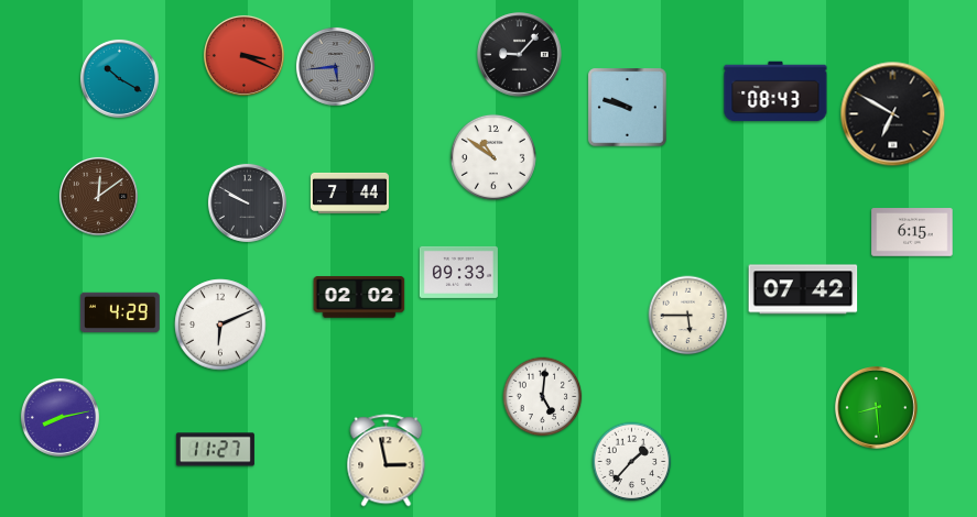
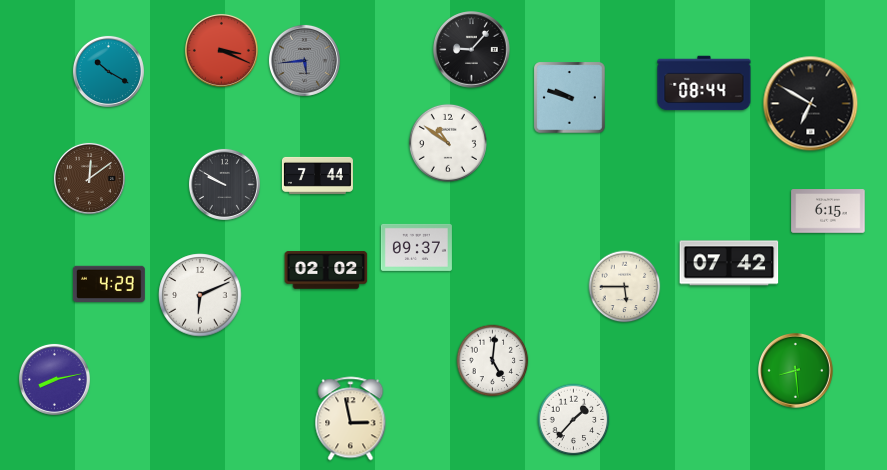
clock at (775, 91): 08:43 -> 08:44
clock at (458, 272): 09:33 -> 09:37
clock at (215, 450): 11:27 -> none
